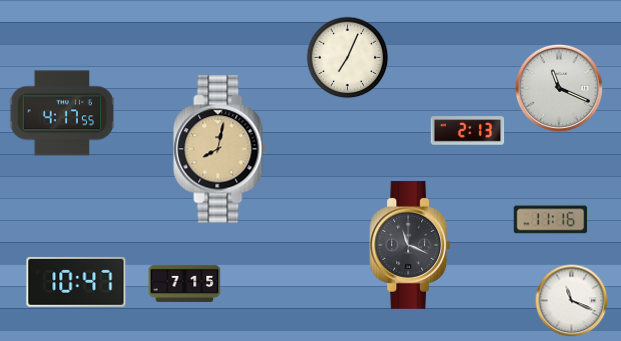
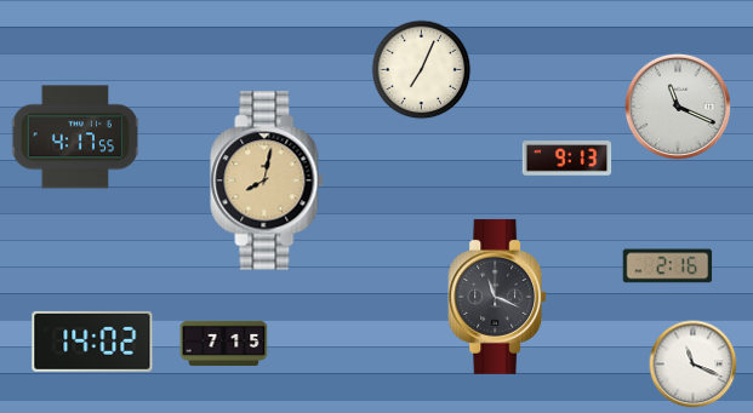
clock at (468, 131): 2:13 -> 9:13
clock at (551, 220): 11:16 -> 2:16
clock at (76, 282): 10:47 -> 14:02
